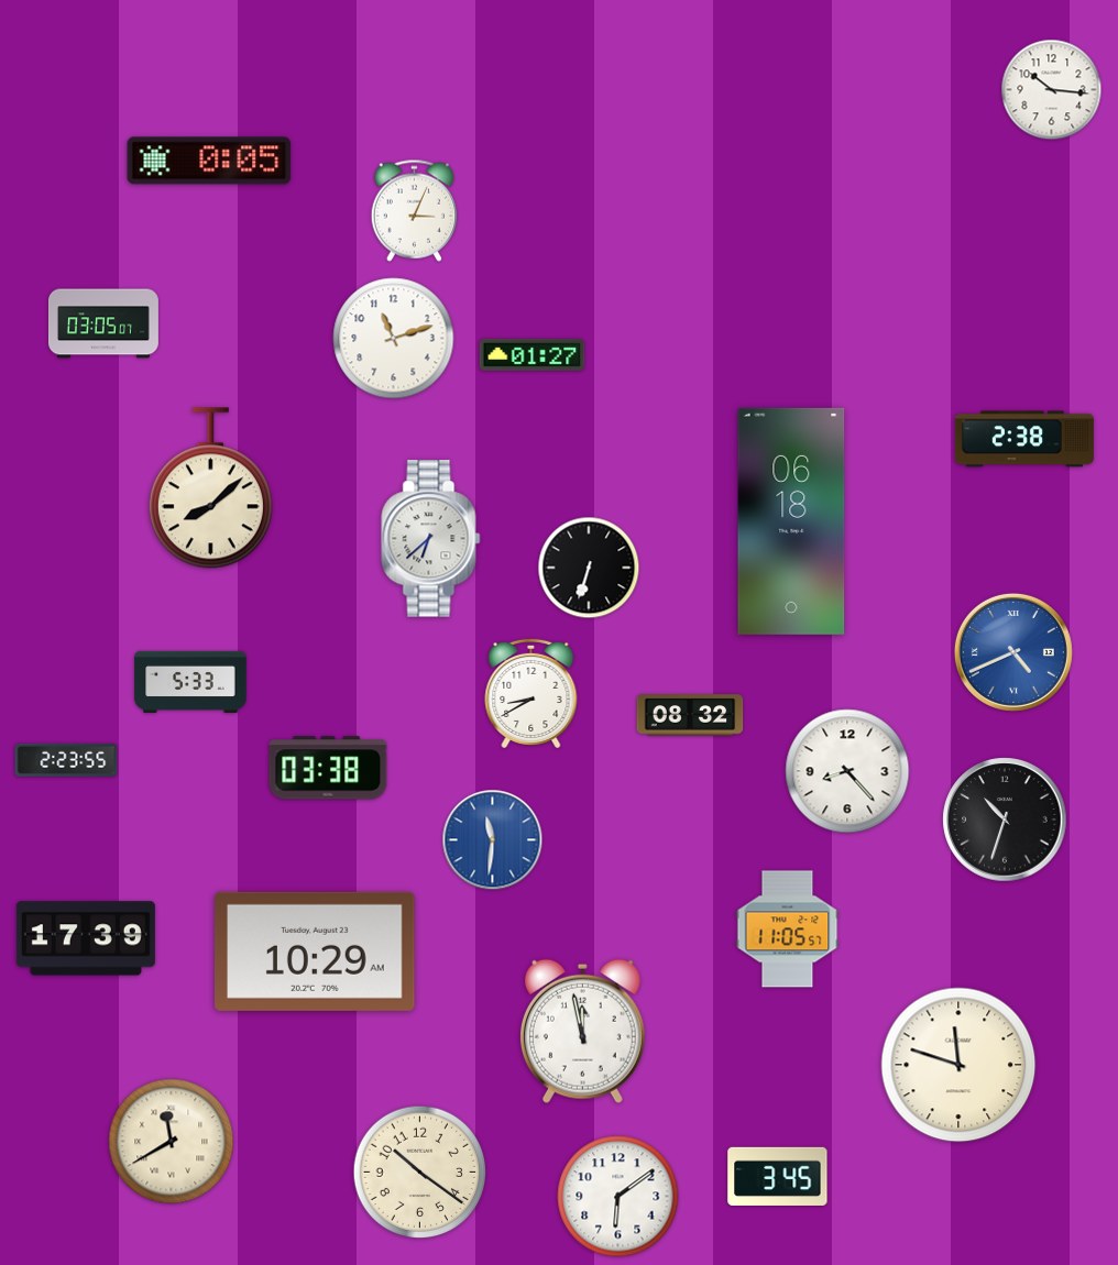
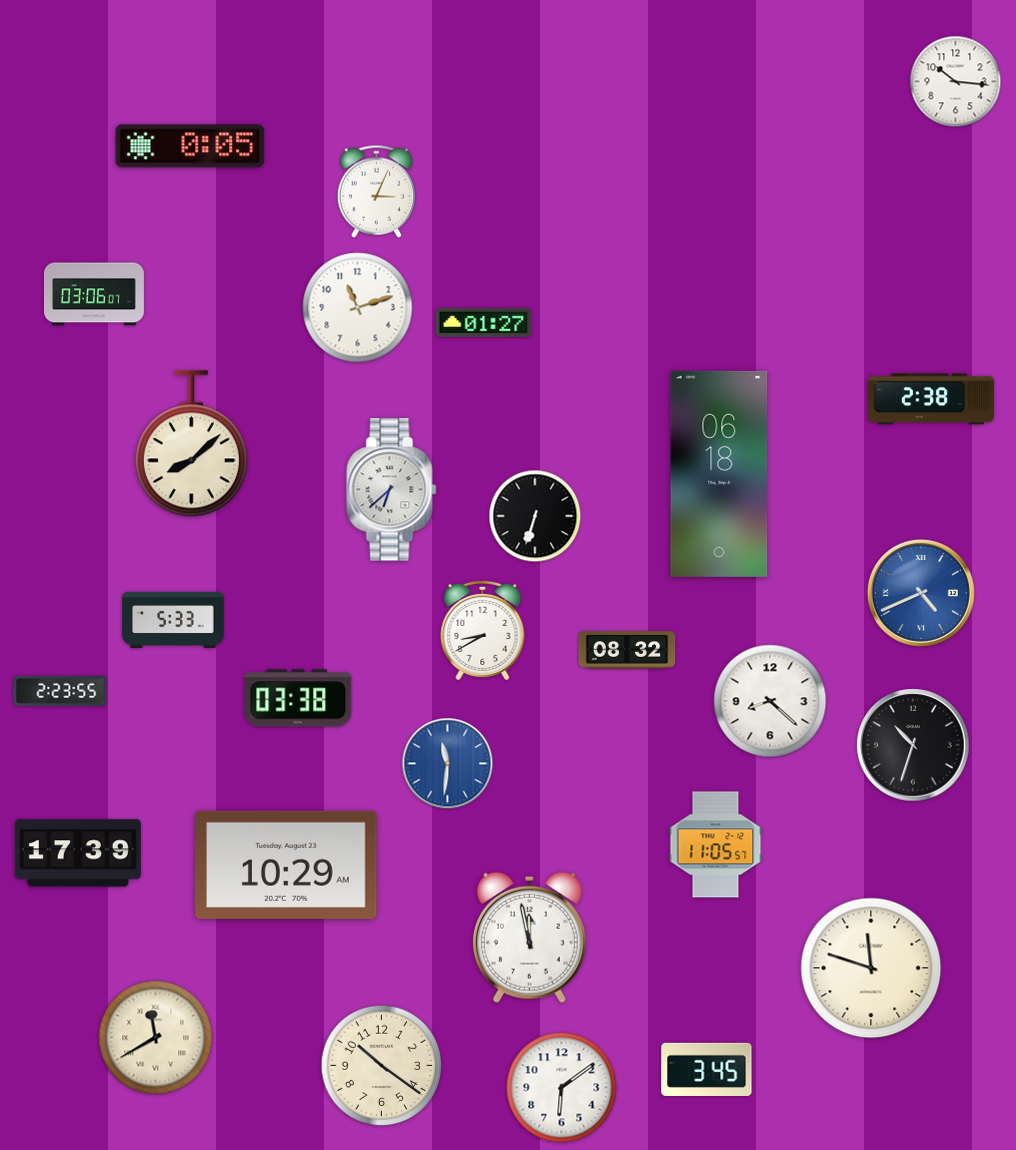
clock at (103, 323): 03:05 -> 03:06
clock at (847, 771): 8:23 -> 8:22
